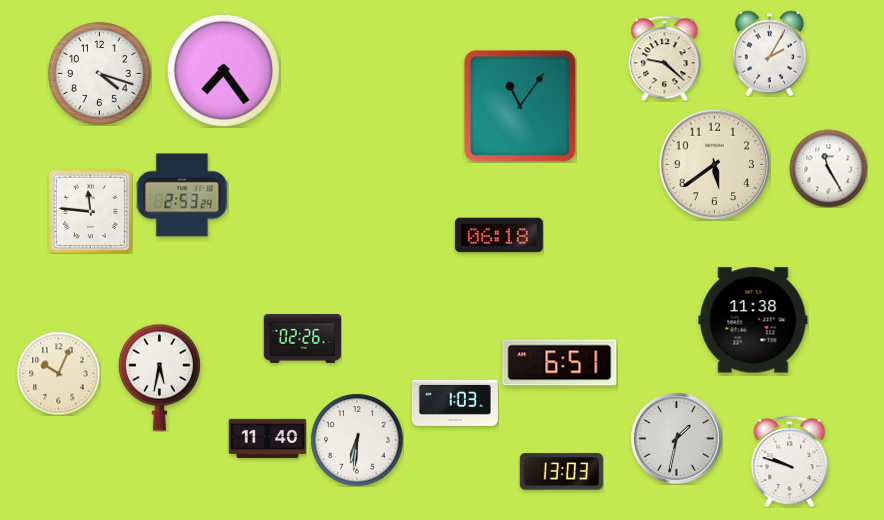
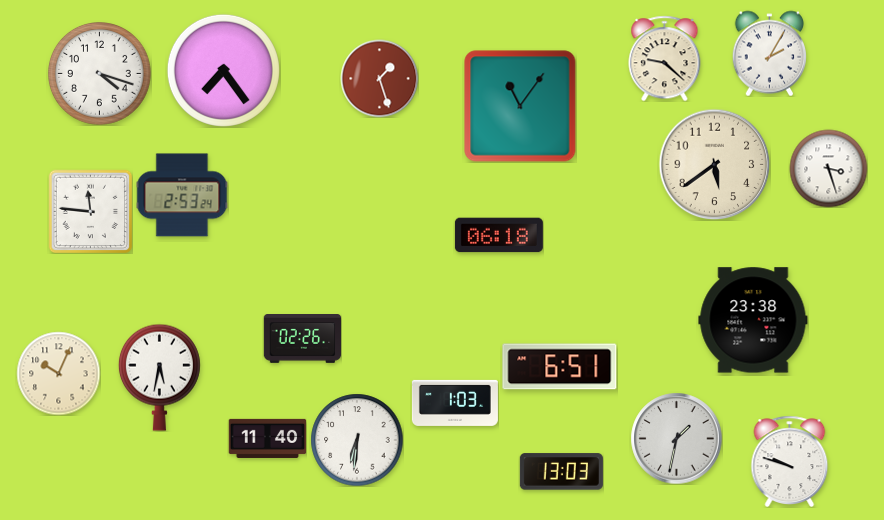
clock at (379, 78): none -> 1:27
clock at (828, 168): 11:25 -> 3:27
clock at (753, 320): 11:38 -> 23:38
clock at (560, 363) position: (560, 363) -> (560, 367)
